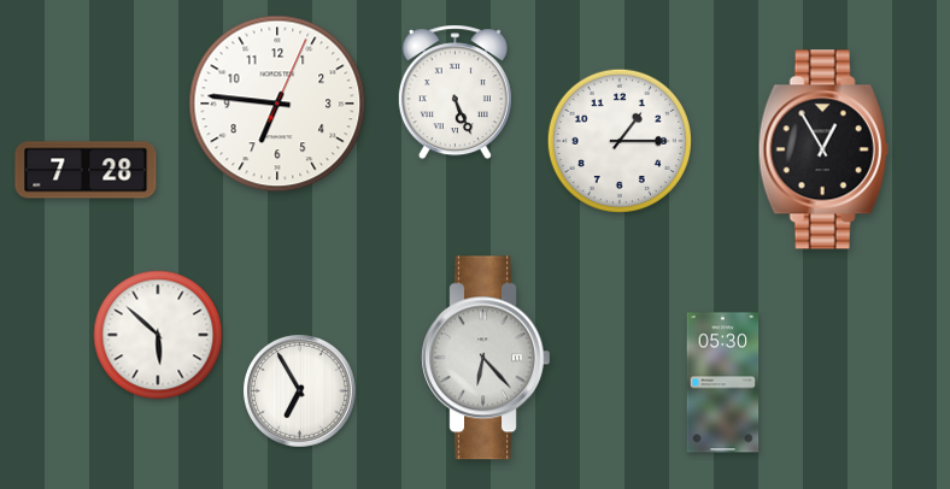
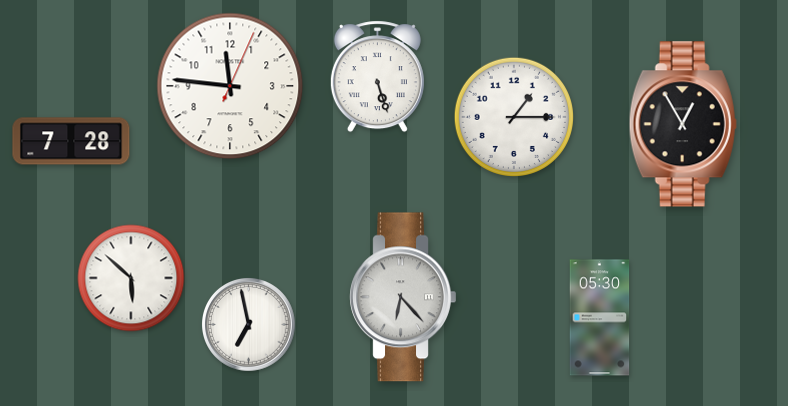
clock at (455, 93): 5:26 -> 5:27
clock at (277, 104): 6:46 -> 11:46
clock at (300, 391): 6:55 -> 6:58
